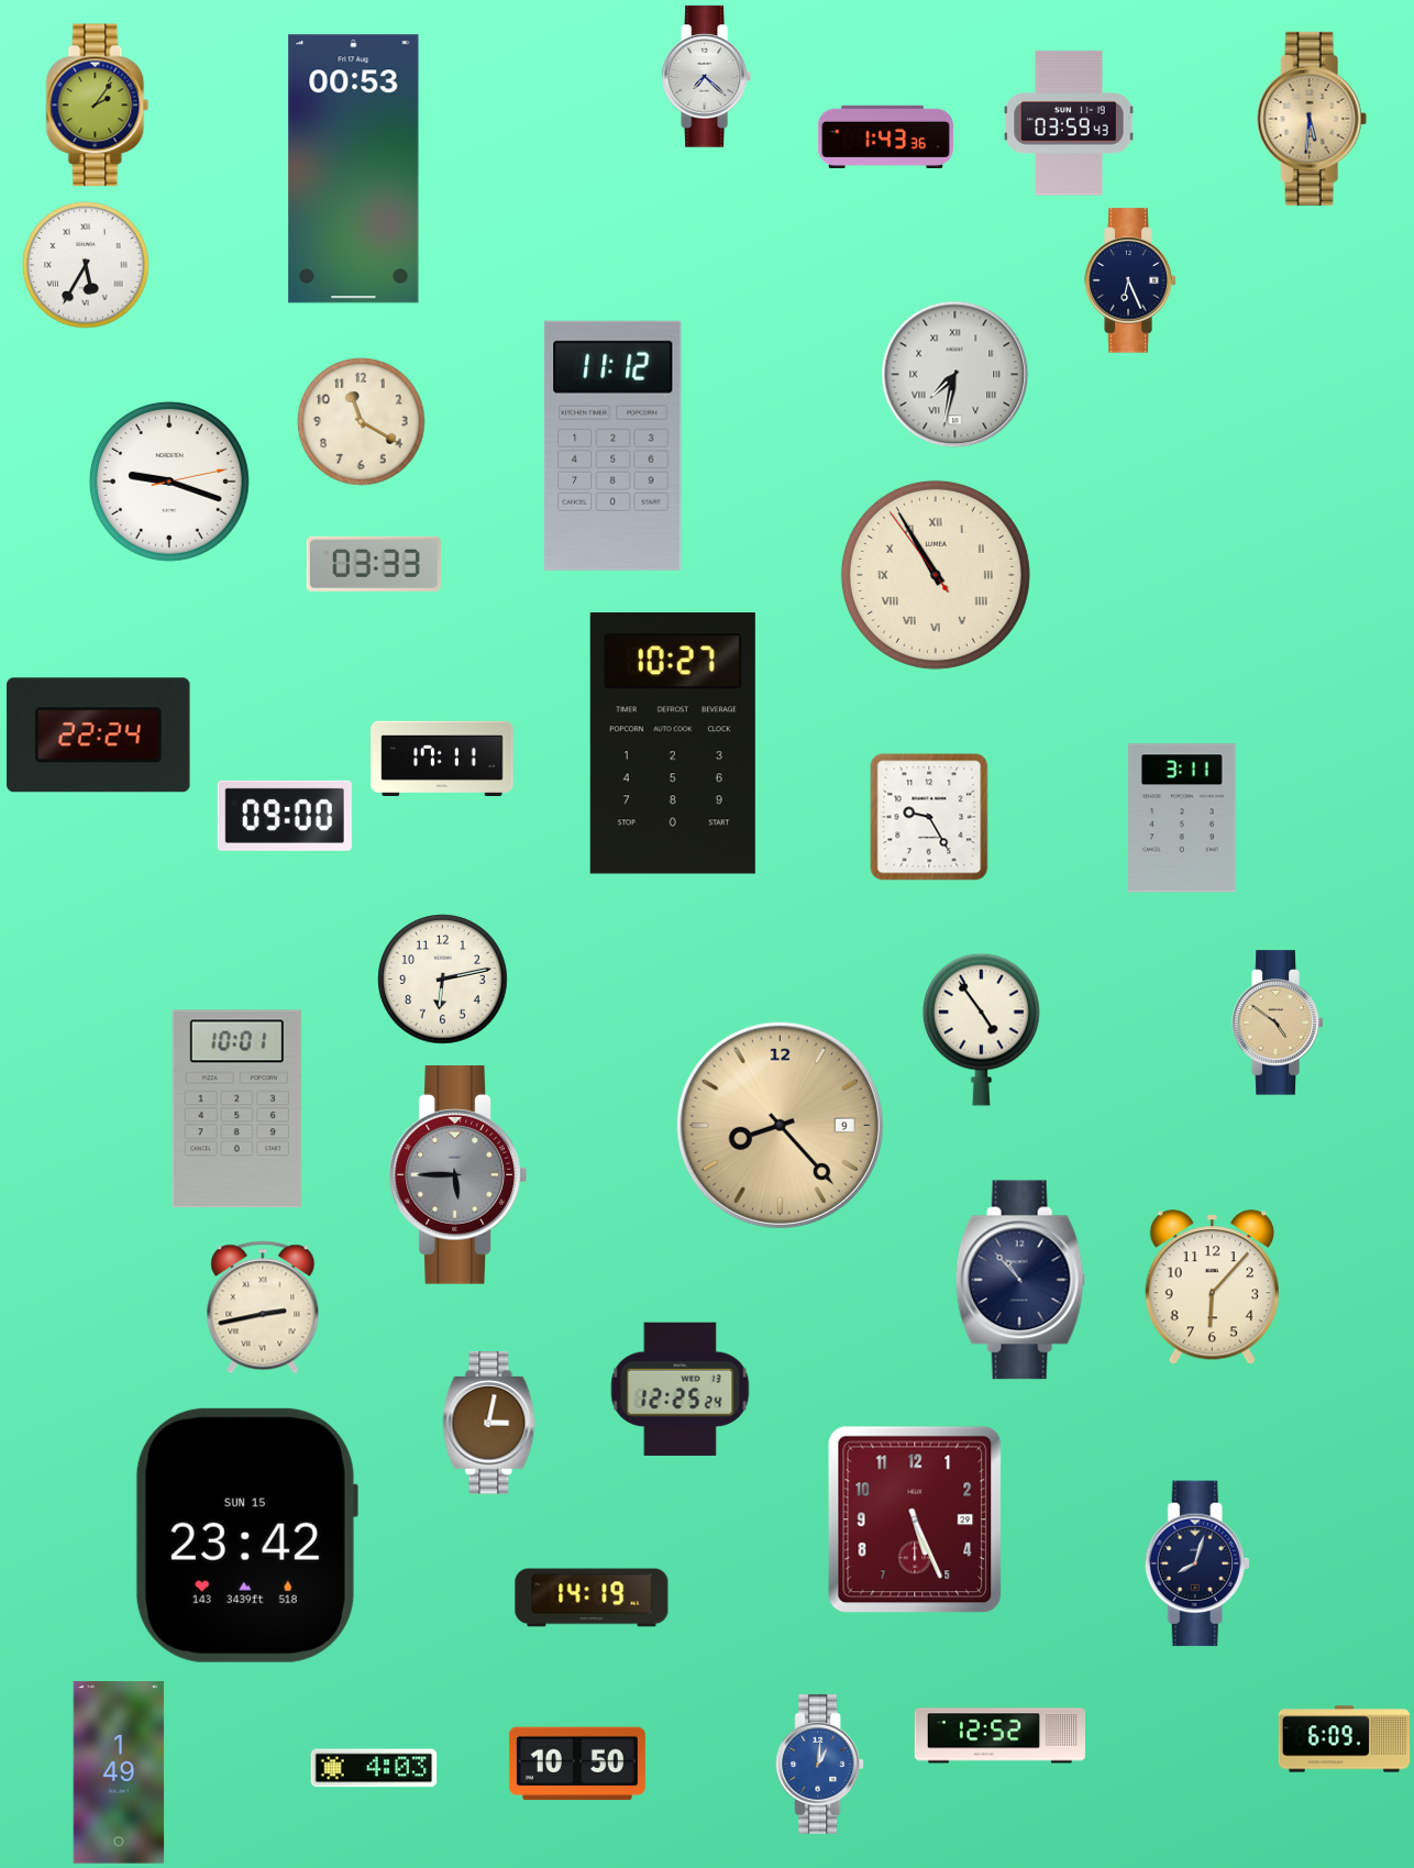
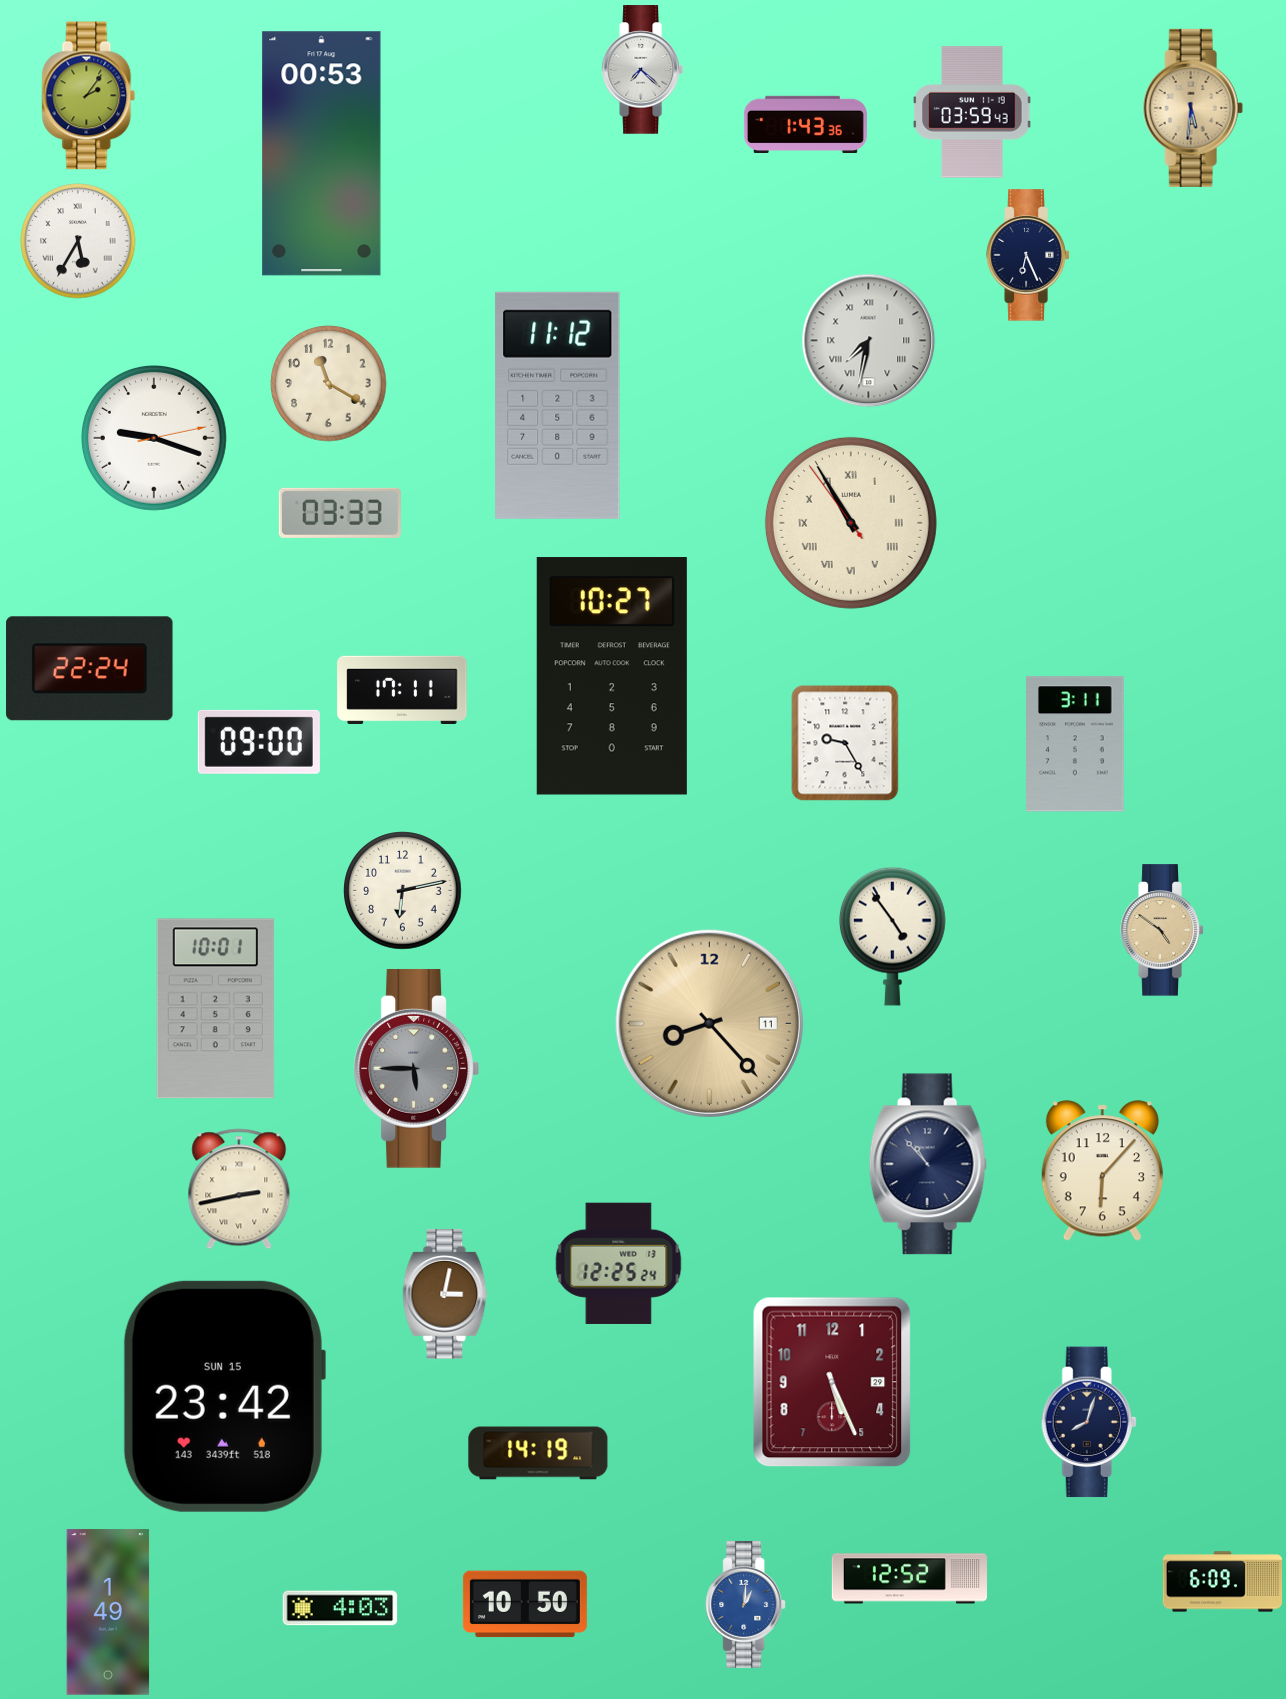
clock at (780, 1125) date: 9 -> 11
